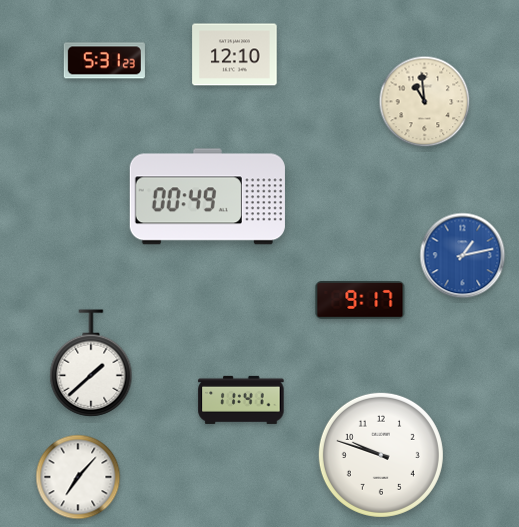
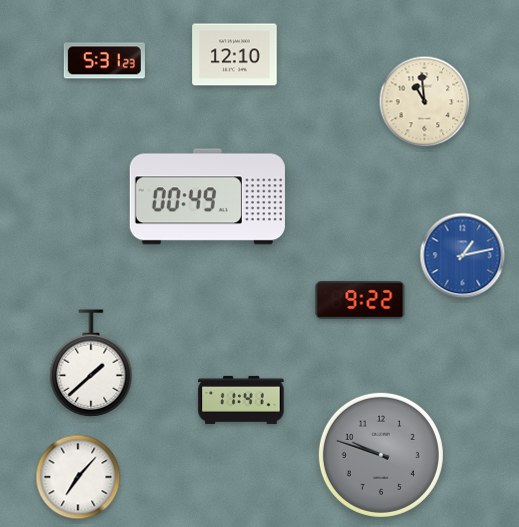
clock at (360, 301): 9:17 -> 9:22
clock at (381, 455) dial: white -> grey
